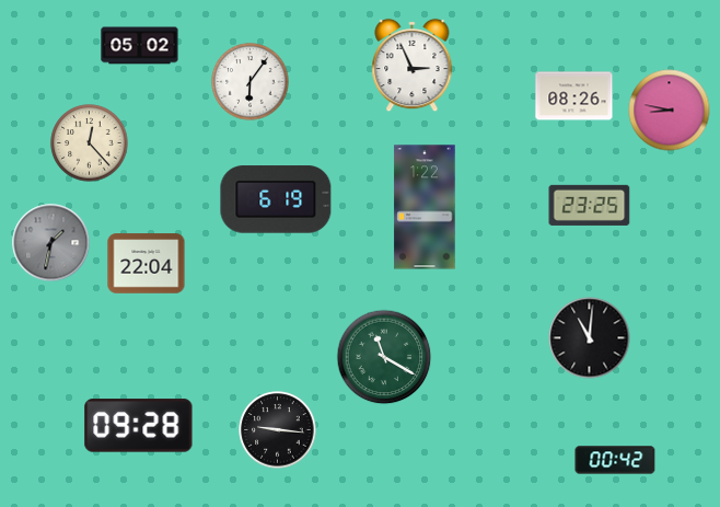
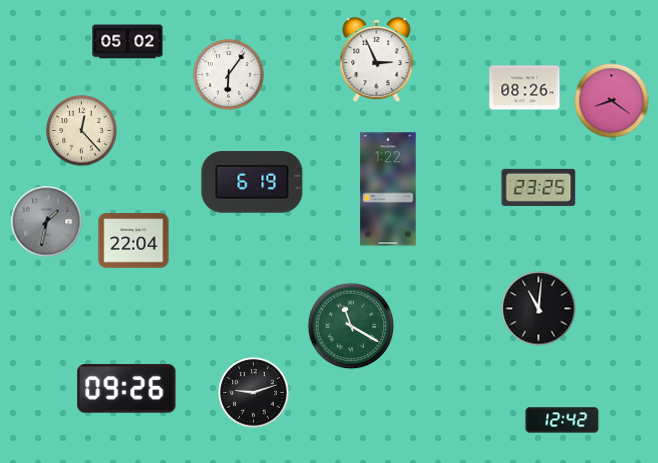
clock at (670, 111): 8:47 -> 8:21
clock at (139, 426): 09:28 -> 09:26
clock at (278, 430): 9:16 -> 9:12
clock at (615, 460): 00:42 -> 12:42
